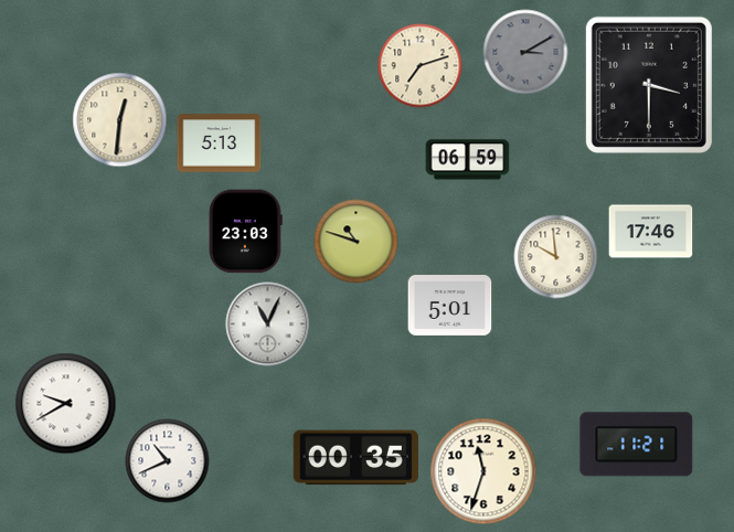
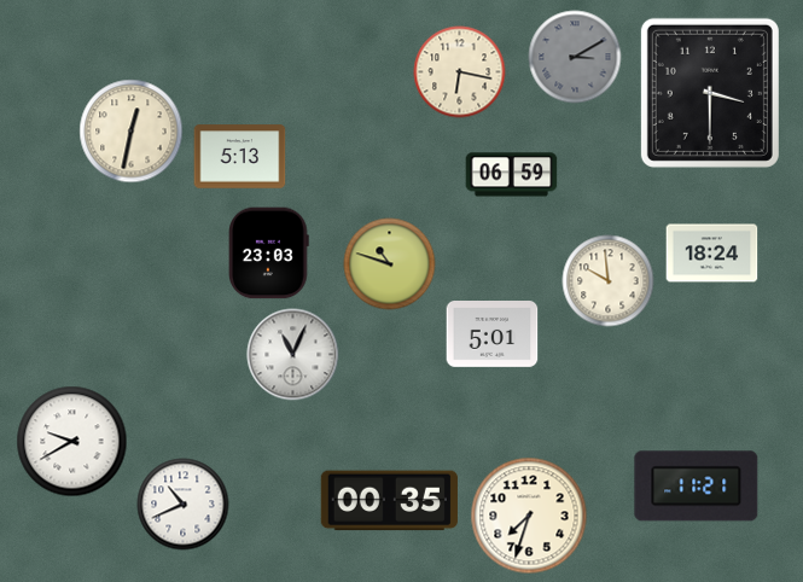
clock at (421, 66): 7:12 -> 6:17
clock at (120, 120): 12:31 -> 12:32
clock at (651, 232): 17:46 -> 18:24
clock at (483, 471): 11:33 -> 7:33
